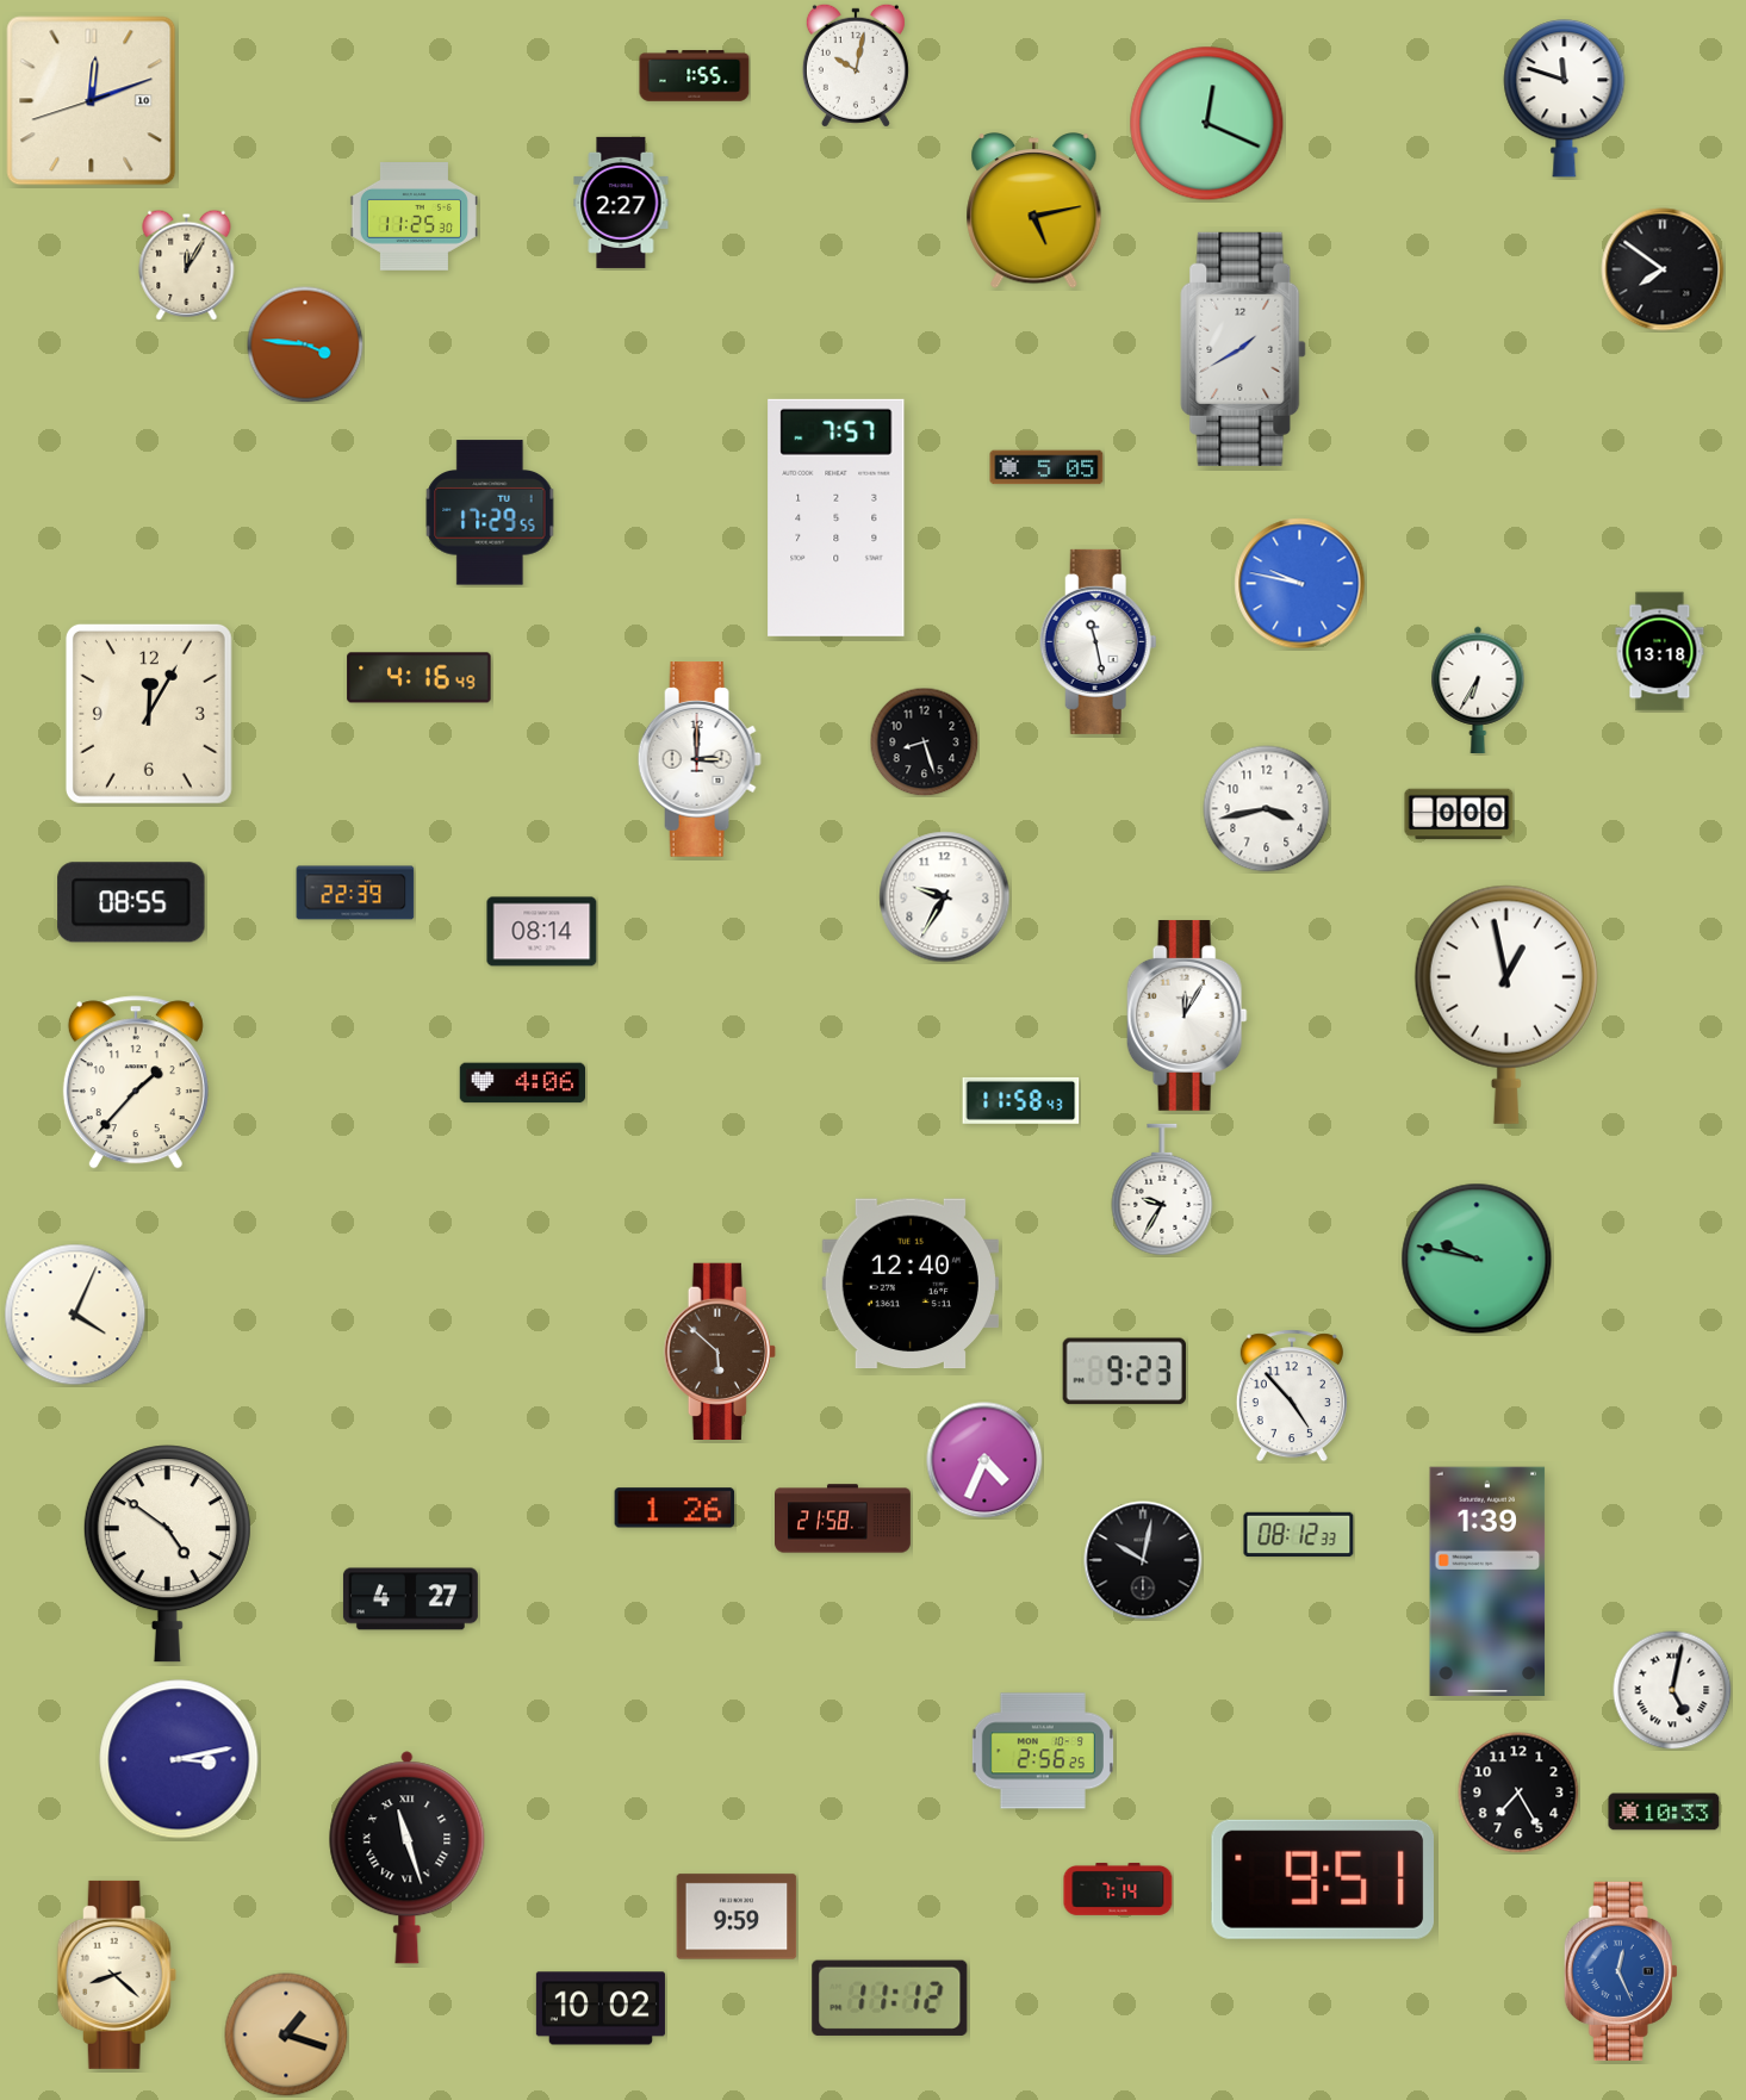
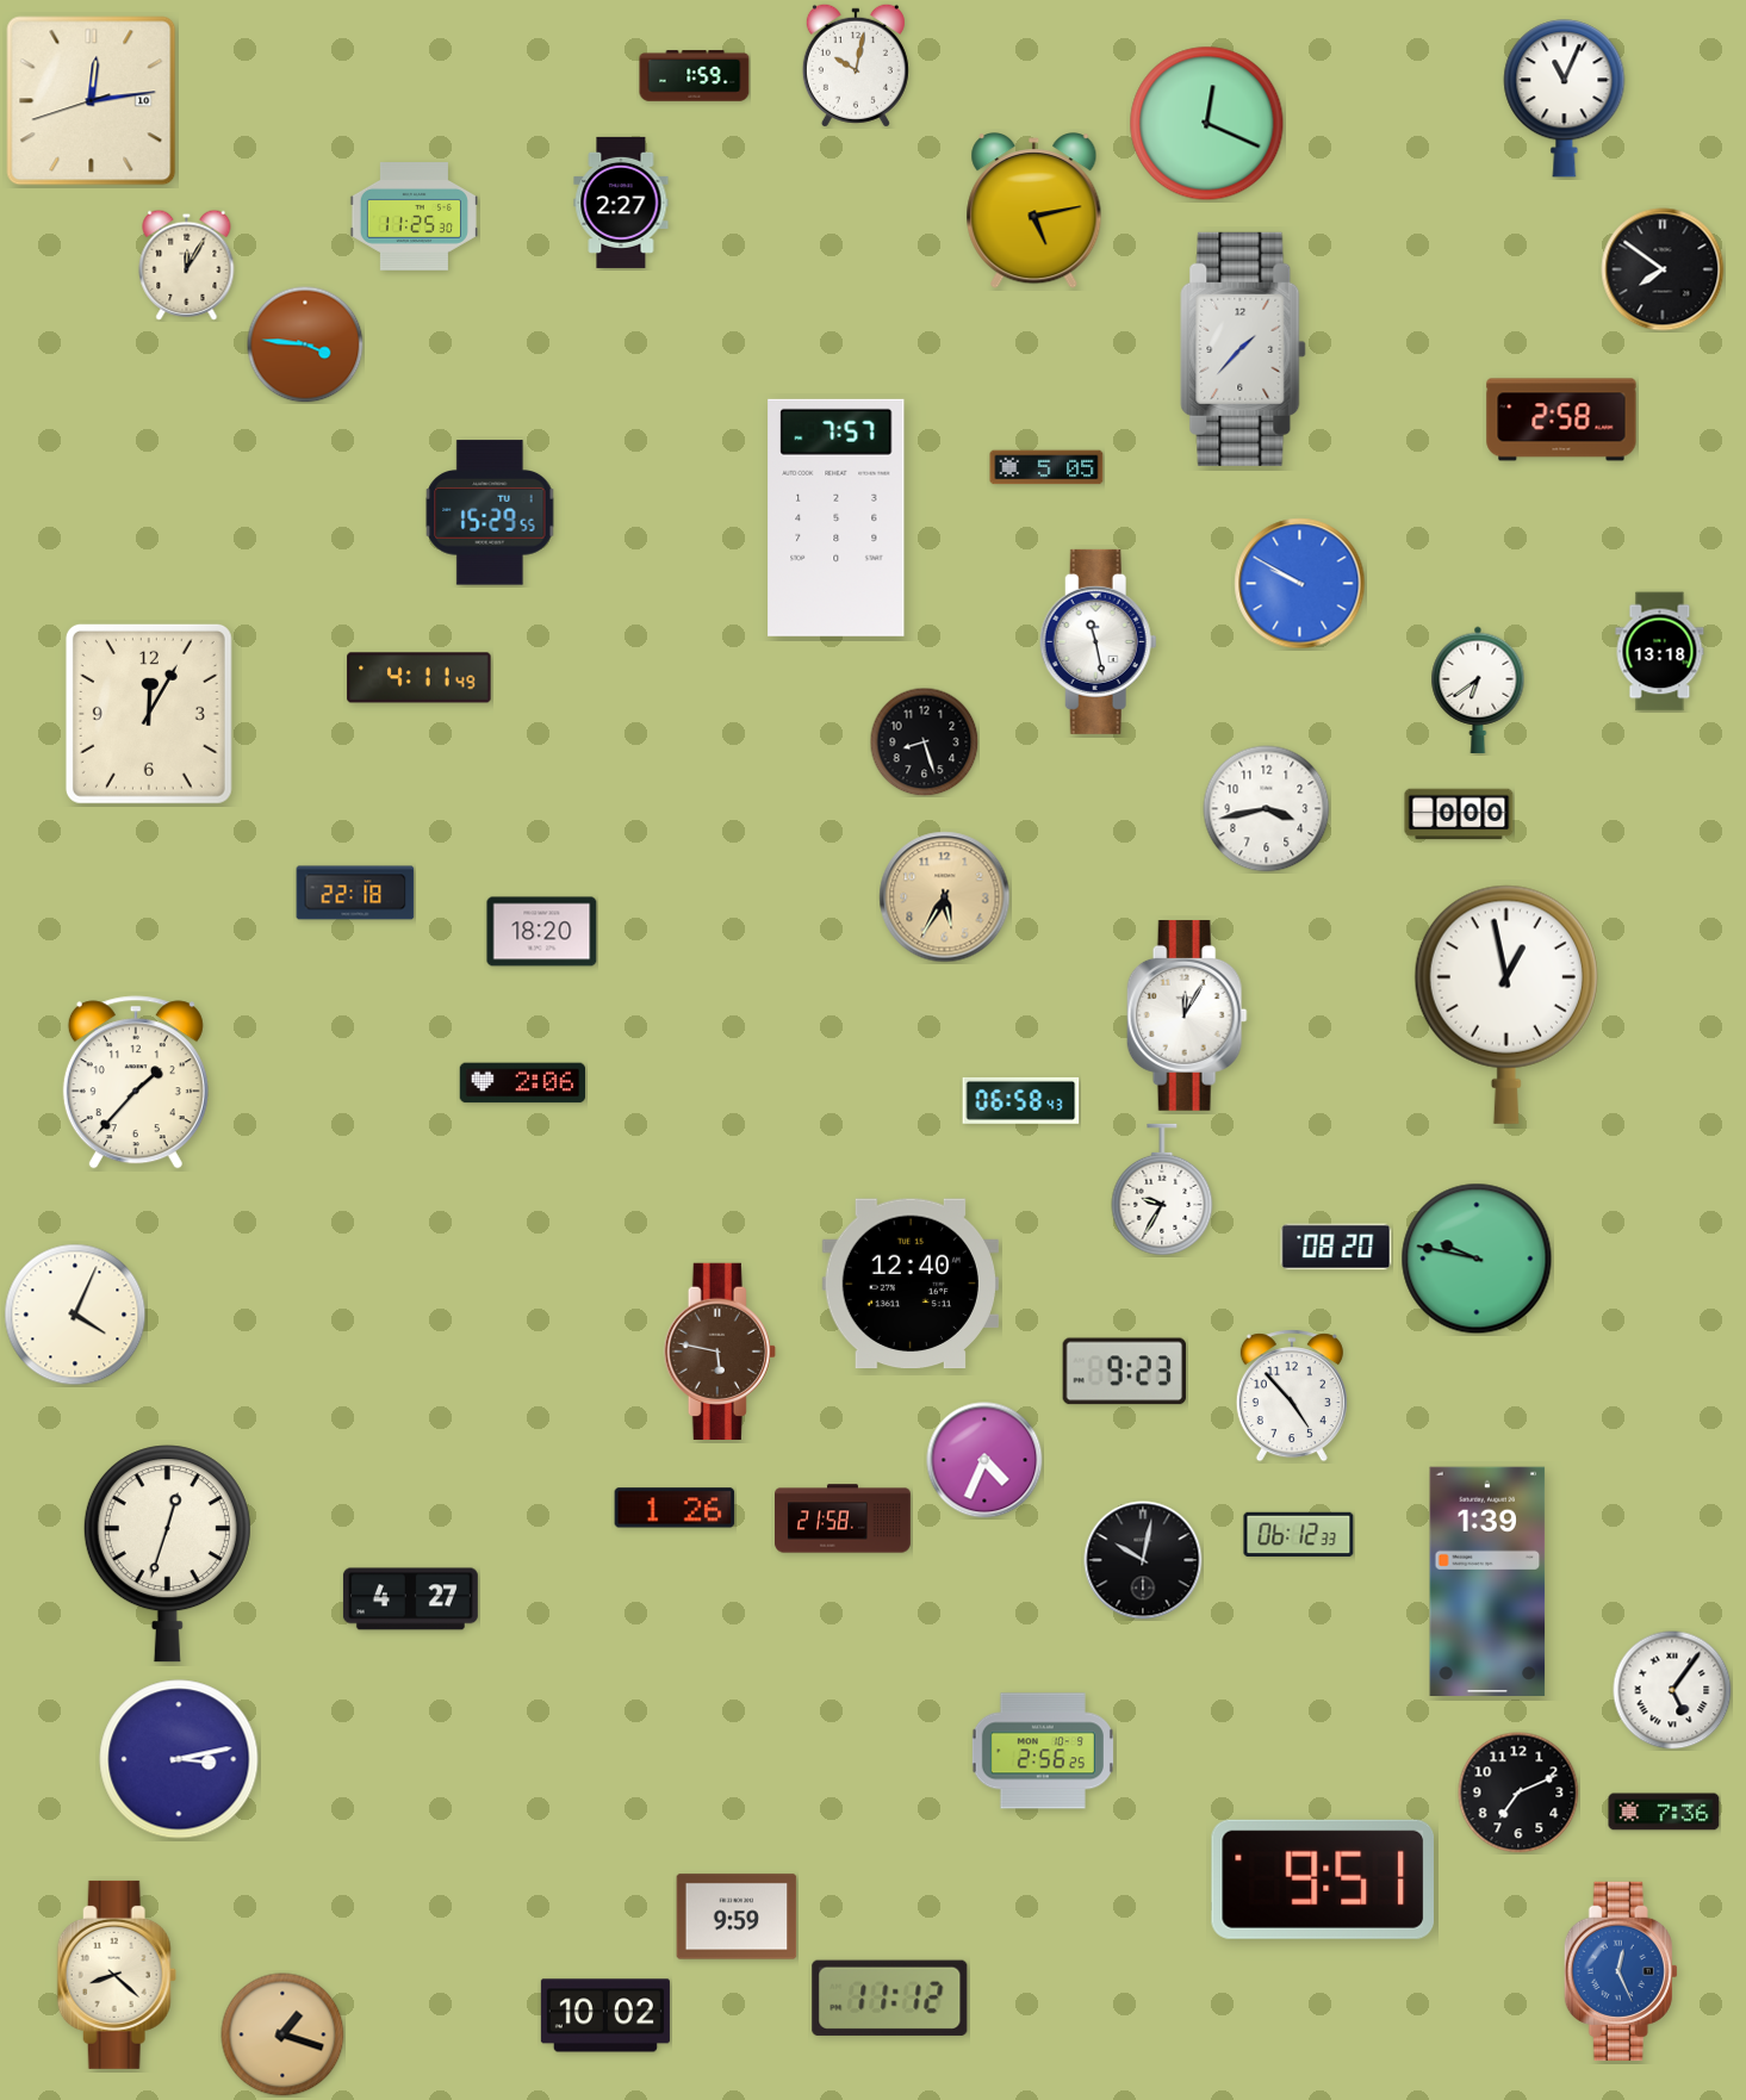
clock at (695, 76): 1:55 -> 1:59
clock at (1565, 99): 11:48 -> 11:04
clock at (92, 101): 12:11 -> 12:13
clock at (1243, 349): 1:40 -> 1:37
clock at (1561, 420): none -> 2:58
clock at (490, 512): 17:29 -> 15:29
clock at (1300, 584): 9:47 -> 9:50
clock at (420, 678): 4:16 -> 4:11
clock at (1478, 689): 6:35 -> 6:39
clock at (700, 759): 3:00 -> none
clock at (355, 893): 22:39 -> 22:18
clock at (945, 897): 9:35 -> 5:35
clock at (945, 897) dial: white -> champagne
clock at (131, 902): 08:55 -> none
clock at (542, 932): 08:14 -> 18:20
clock at (522, 1083): 4:06 -> 2:06
clock at (1021, 1100): 11:58 -> 06:58
clock at (1336, 1247): none -> 08:20
clock at (720, 1350): 5:52 -> 5:47
clock at (1299, 1535): 08:12 -> 06:12
clock at (167, 1554): 4:51 -> 12:33
clock at (1672, 1690): 5:02 -> 5:06
clock at (1518, 1793): 7:25 -> 7:11
clock at (1664, 1812): 10:33 -> 7:36
clock at (408, 1858): 11:27 -> none
clock at (1118, 1889): 7:14 -> none
clock at (601, 2008) position: (601, 2008) -> (605, 2015)
clock at (286, 2034) position: (286, 2034) -> (282, 2034)
